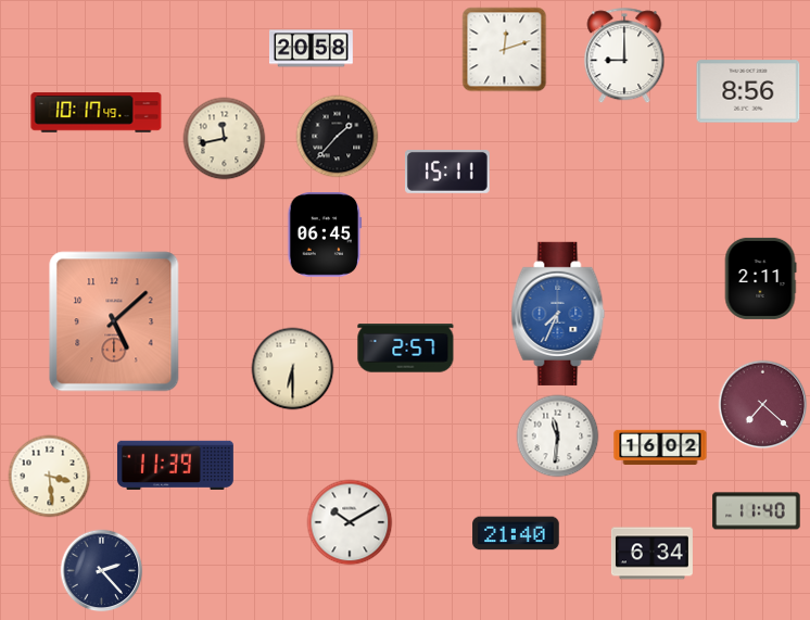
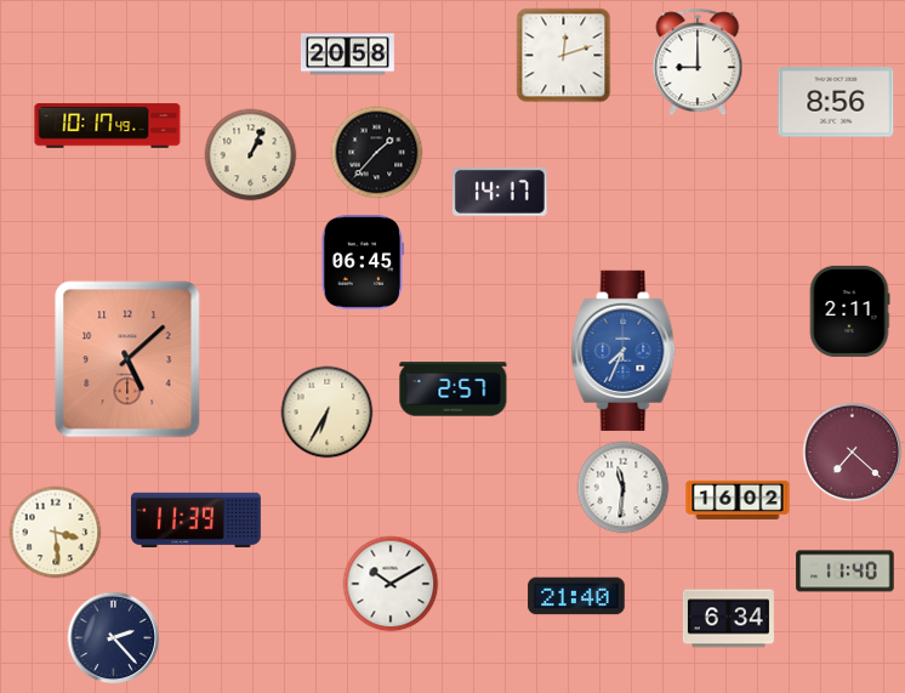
clock at (225, 139): 11:43 -> 1:04
clock at (448, 172): 15:11 -> 14:17
clock at (293, 369): 6:30 -> 6:35
